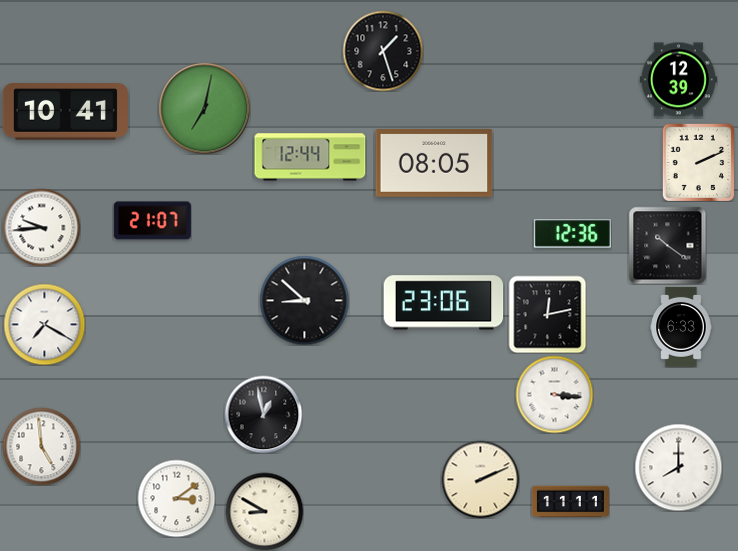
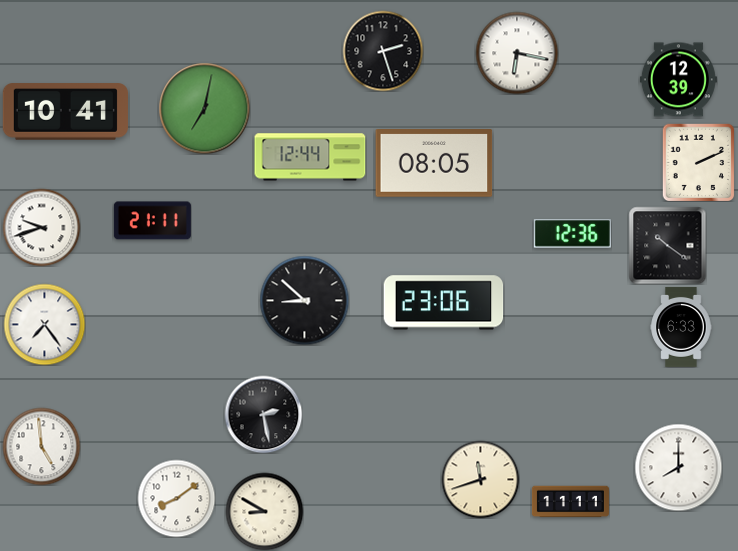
clock at (383, 51): 1:27 -> 2:27
clock at (517, 53): none -> 6:17
clock at (152, 221): 21:07 -> 21:11
clock at (41, 227): 9:44 -> 9:42
clock at (547, 314): 12:13 -> none
clock at (44, 324): 7:20 -> 7:24
clock at (554, 394): 3:16 -> none
clock at (263, 414): 12:58 -> 2:28
clock at (480, 479): 2:11 -> 11:42
clock at (176, 498): 3:09 -> 8:09
